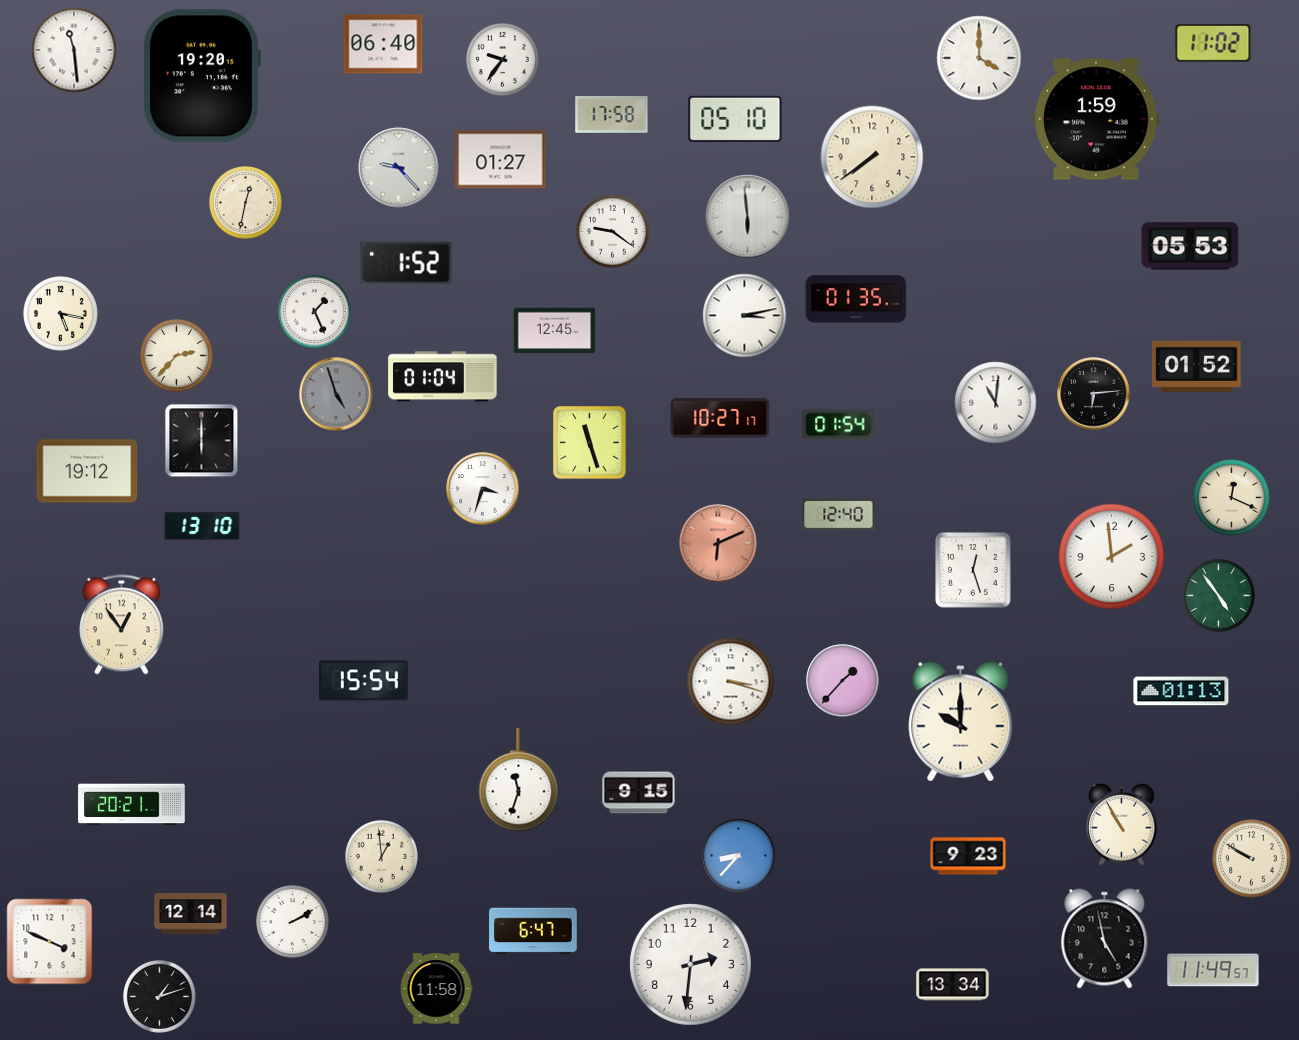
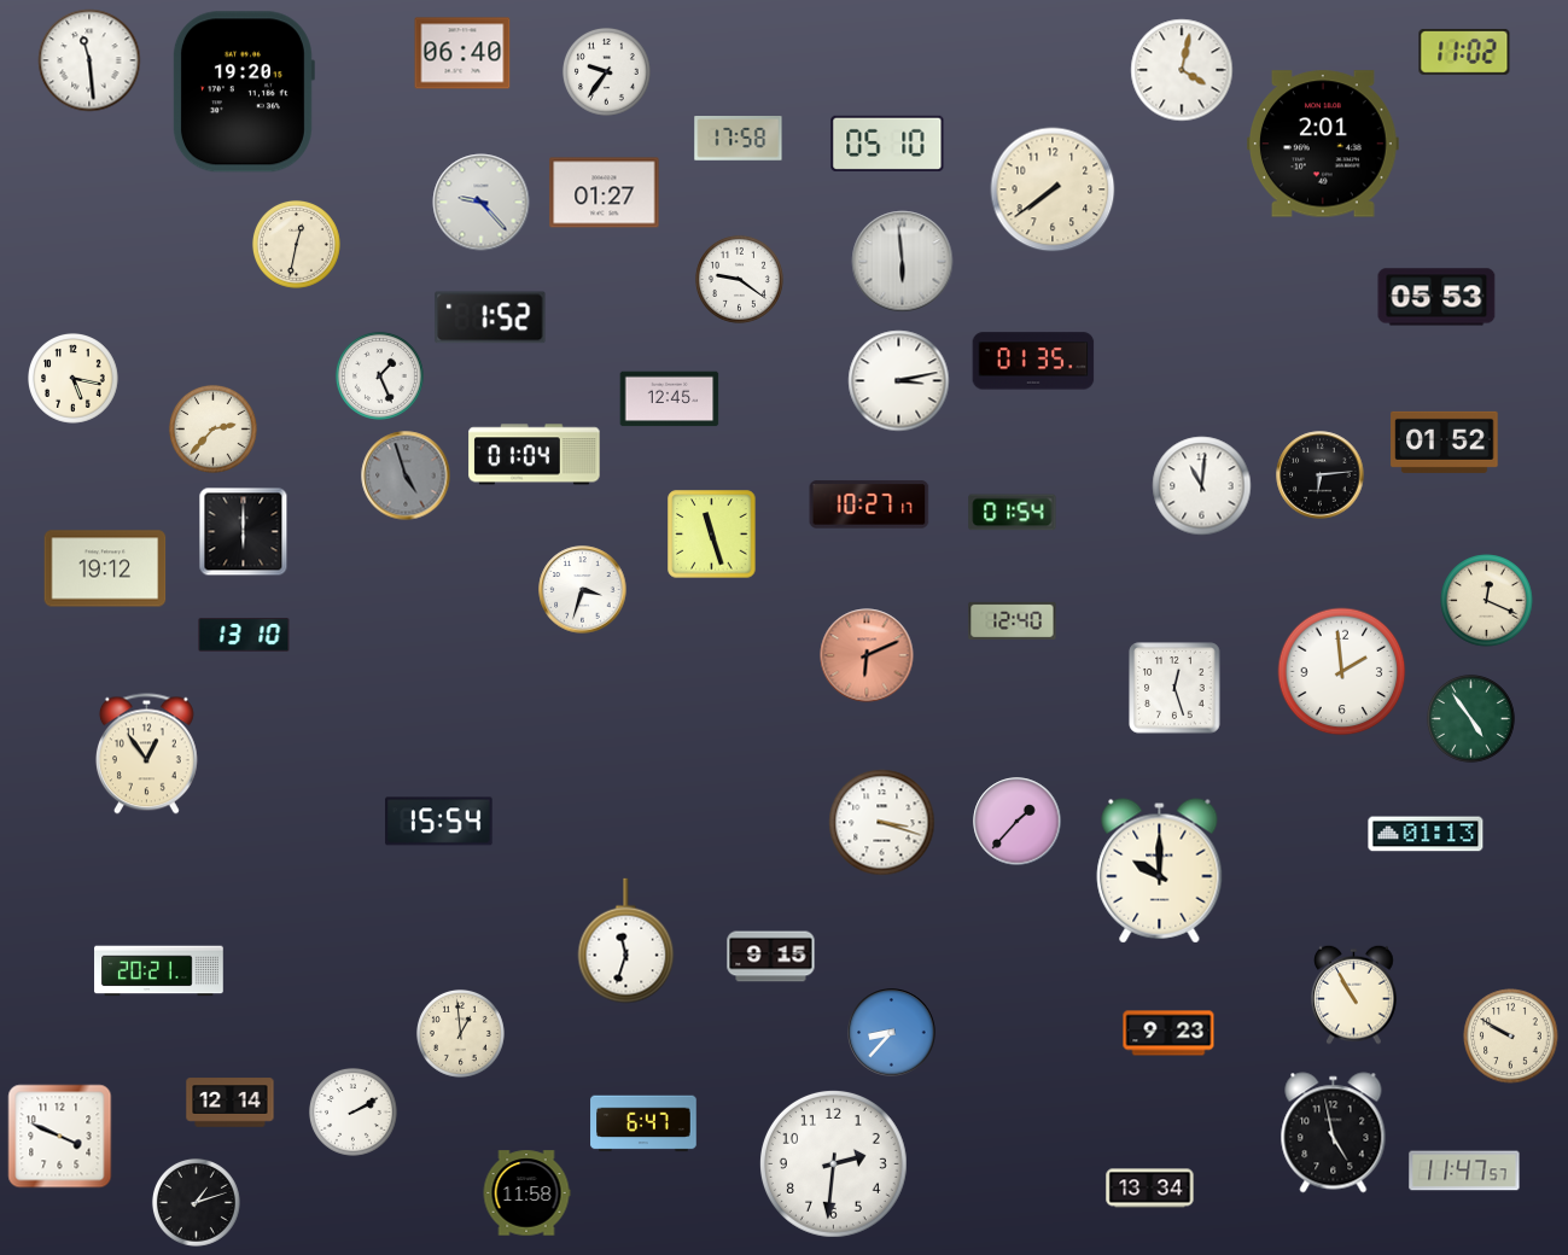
clock at (979, 58): 4:00 -> 4:02
clock at (1097, 119): 1:59 -> 2:01
clock at (1213, 970): 11:49 -> 11:47
clock at (159, 996) position: (159, 996) -> (196, 1202)
